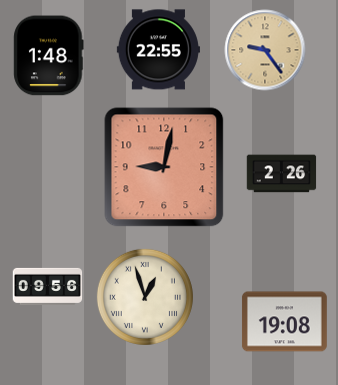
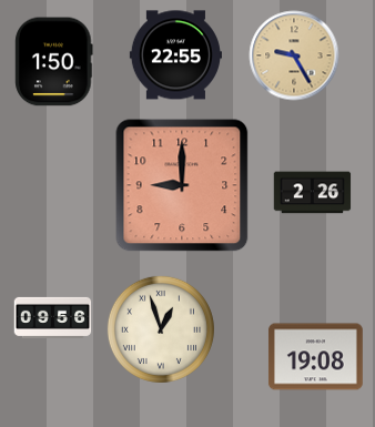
clock at (265, 50): 9:24 -> 9:25
clock at (49, 56): 1:48 -> 1:50
clock at (164, 167): 9:02 -> 9:00
